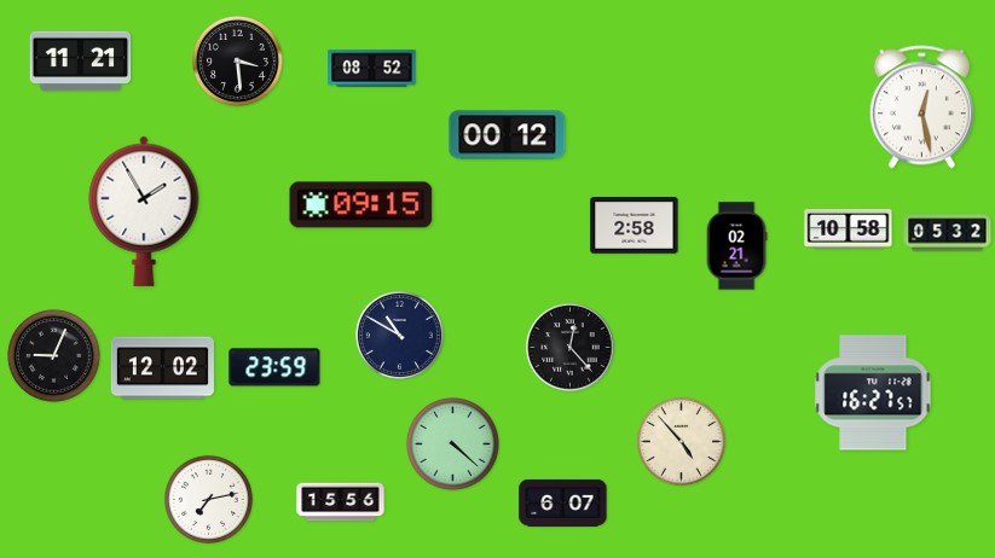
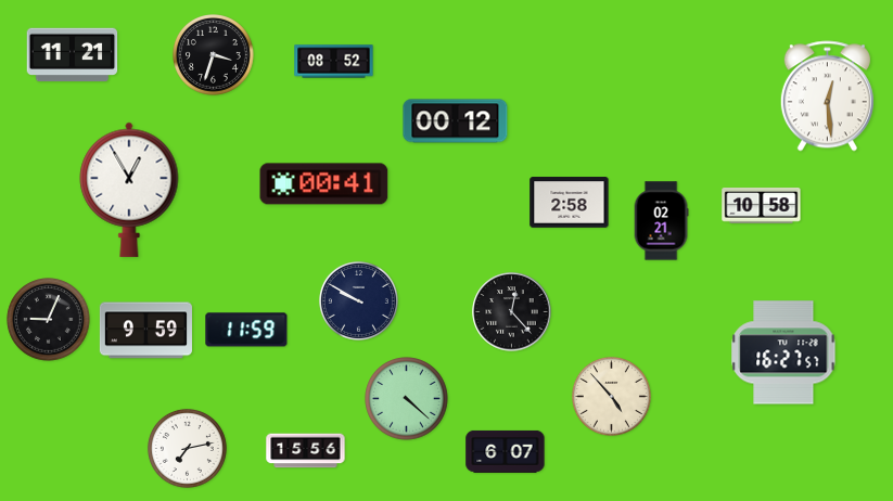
clock at (238, 62): 3:29 -> 3:33
clock at (921, 107): 12:28 -> 12:29
clock at (361, 205): 09:15 -> 00:41
clock at (144, 211): 1:55 -> 12:55
clock at (948, 233): 05:32 -> none
clock at (399, 335): 10:50 -> 9:50
clock at (274, 367): 23:59 -> 11:59
clock at (162, 368): 12:02 -> 9:59
